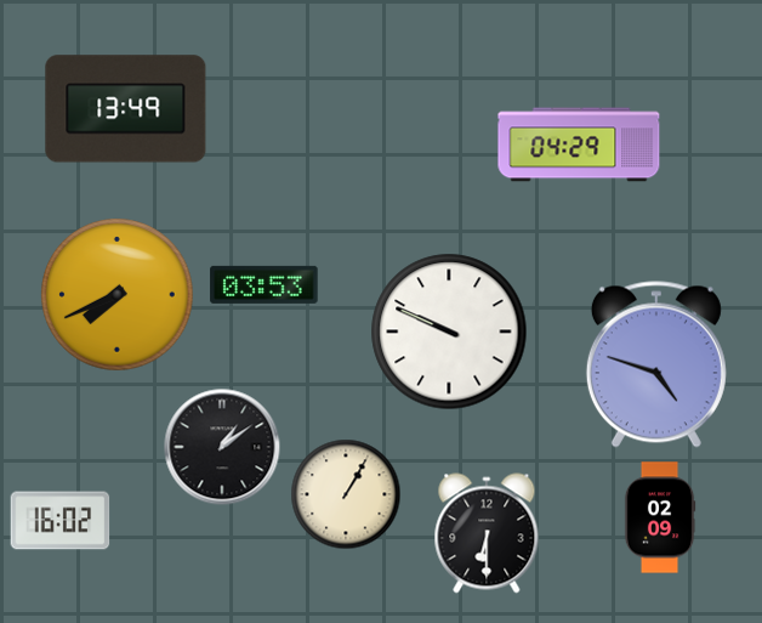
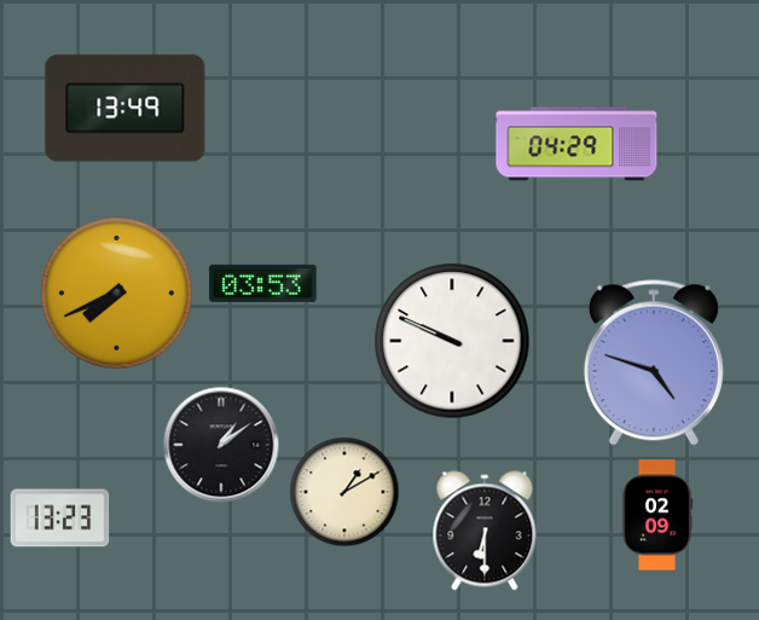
clock at (449, 332) position: (449, 332) -> (452, 341)
clock at (346, 494): 1:05 -> 1:10
clock at (61, 521): 16:02 -> 13:23
